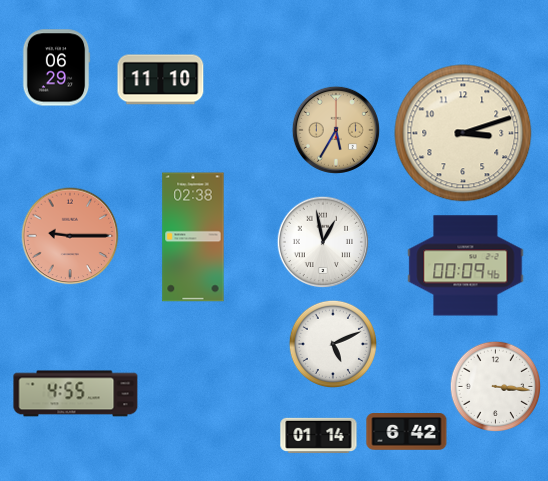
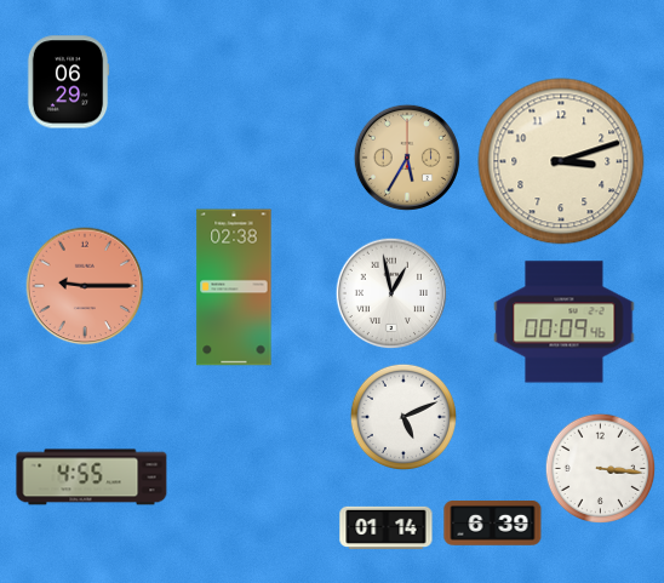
clock at (161, 80): 11:10 -> none
clock at (407, 432): 6:42 -> 6:39
